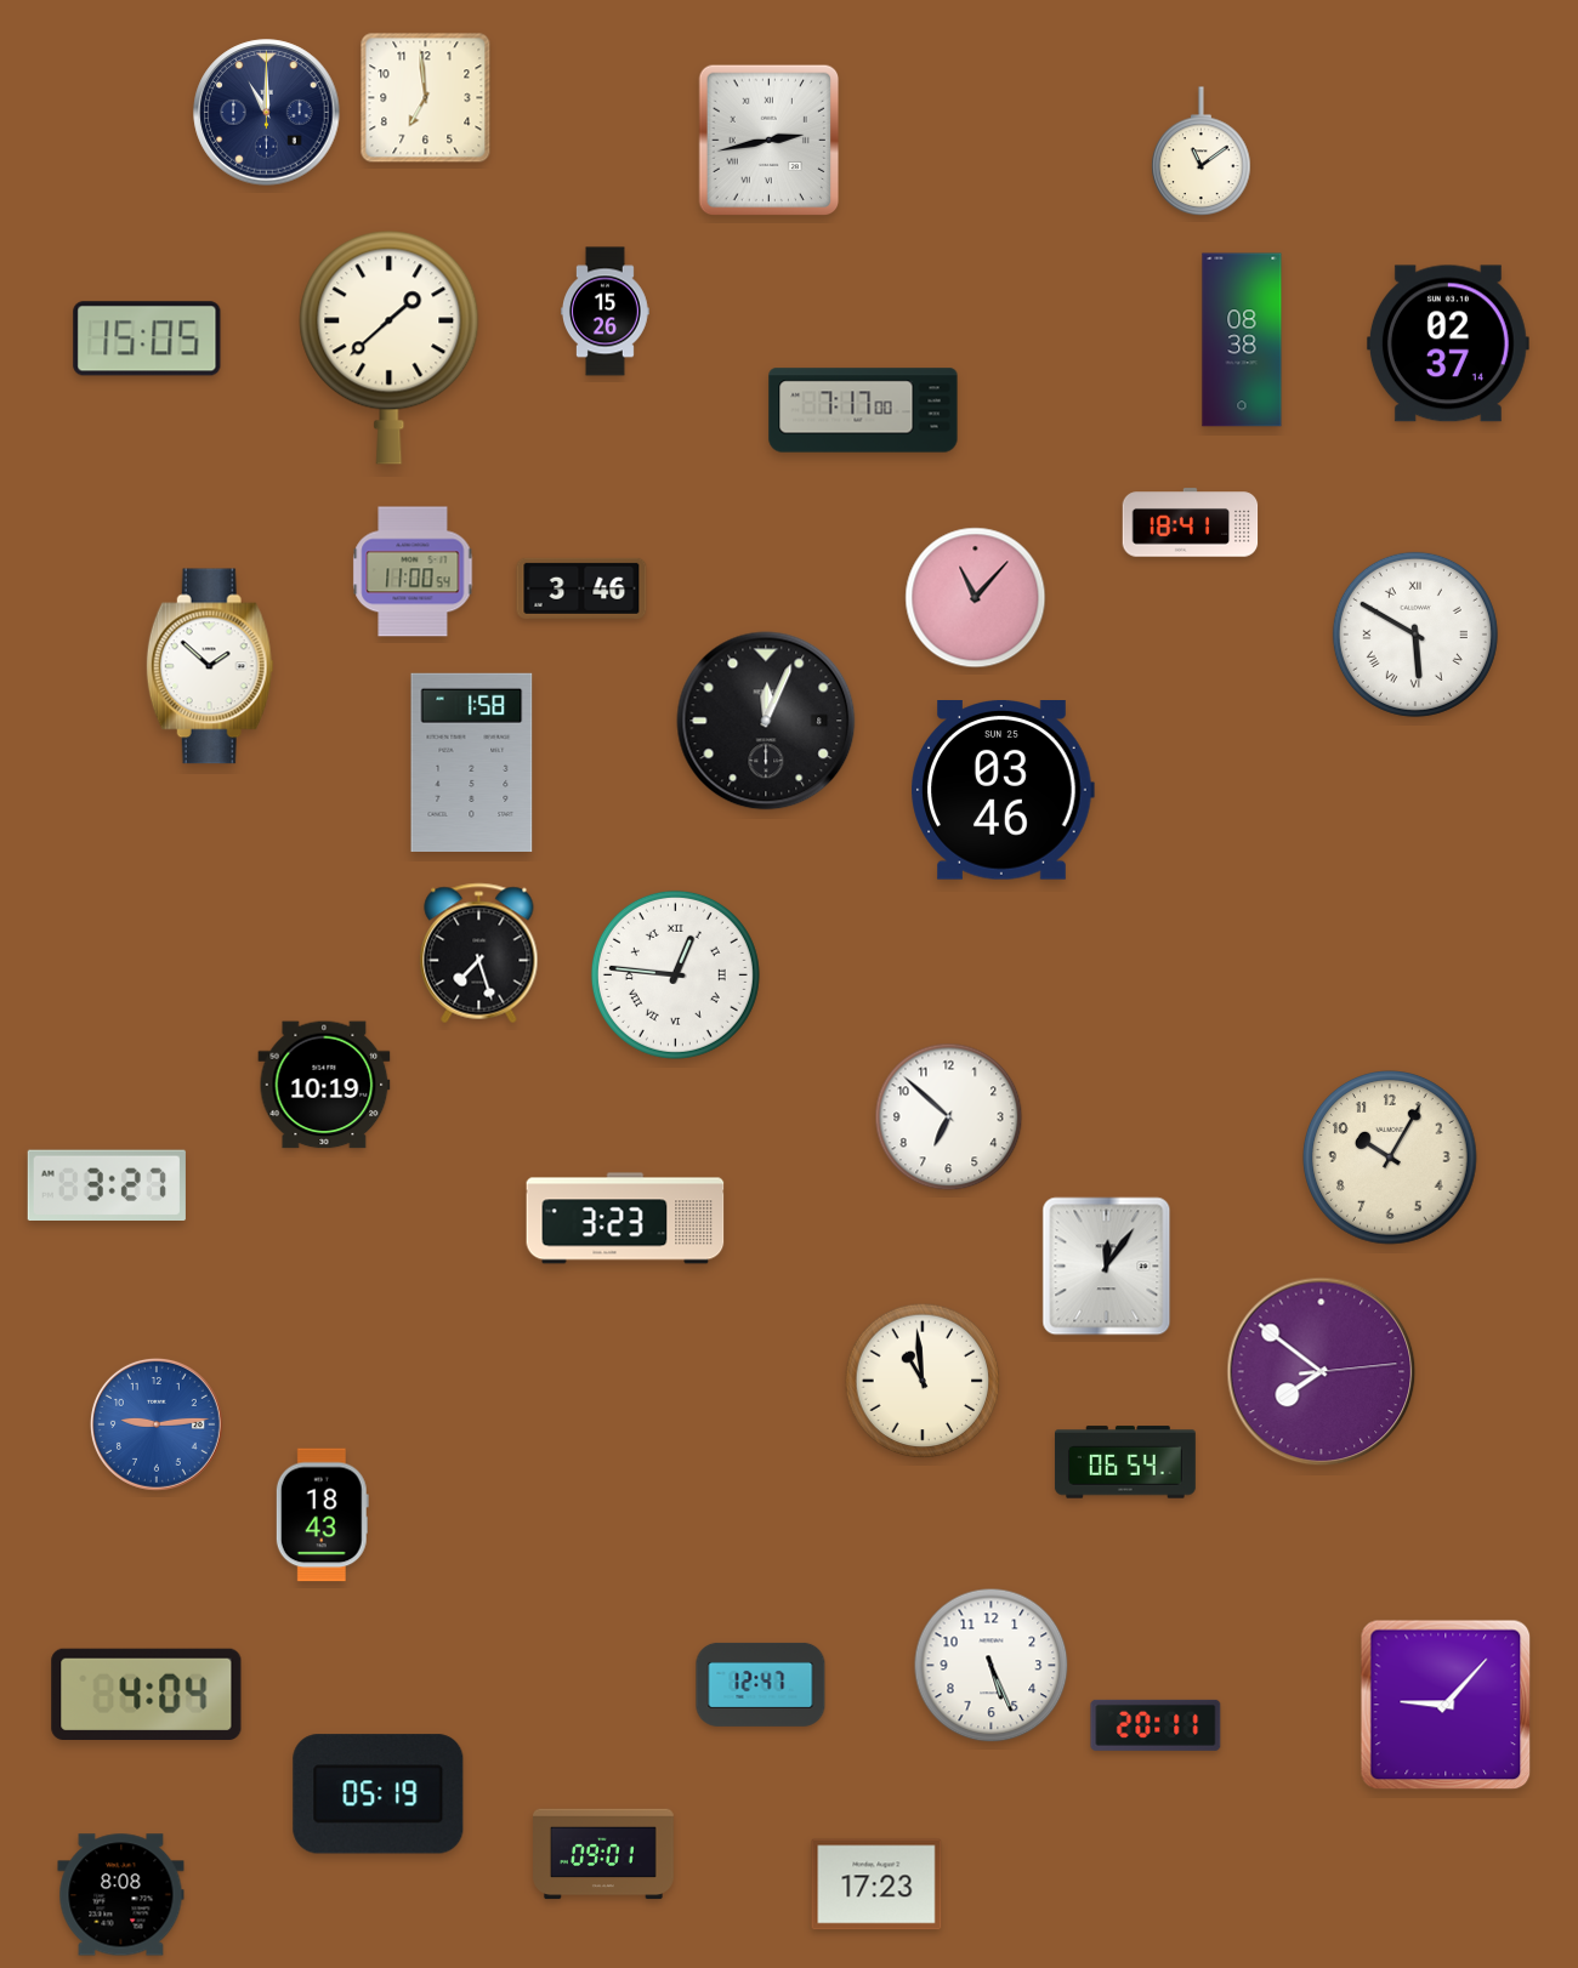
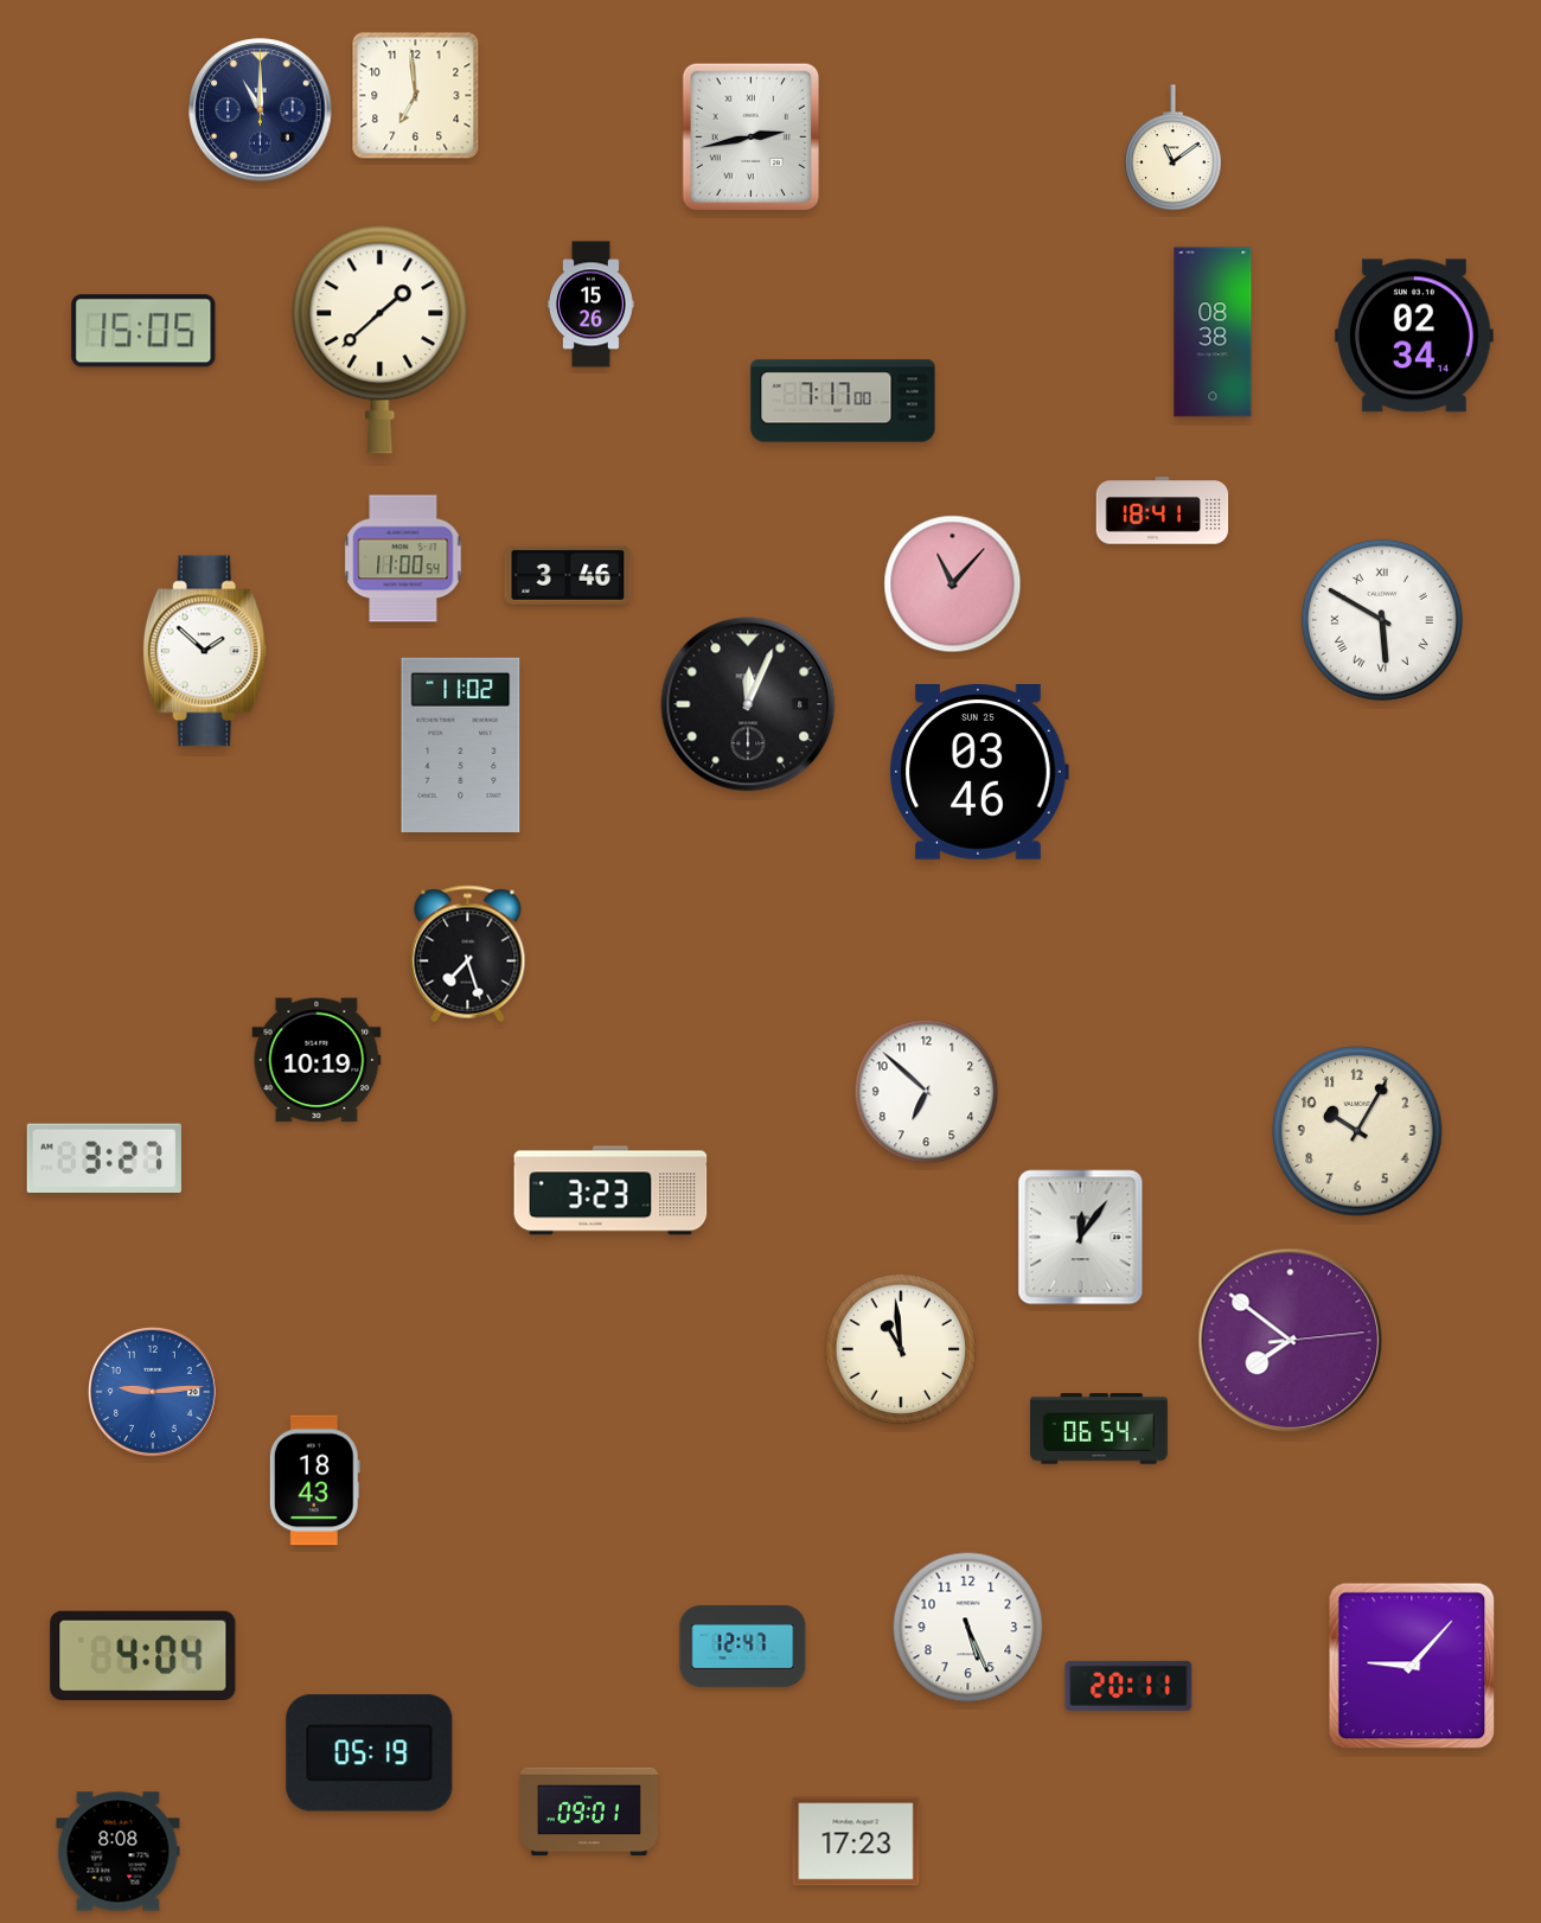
clock at (1448, 343): 02:37 -> 02:34
clock at (472, 762): 1:58 -> 11:02
clock at (479, 954) position: (479, 954) -> (468, 954)
clock at (675, 974): 12:46 -> none
